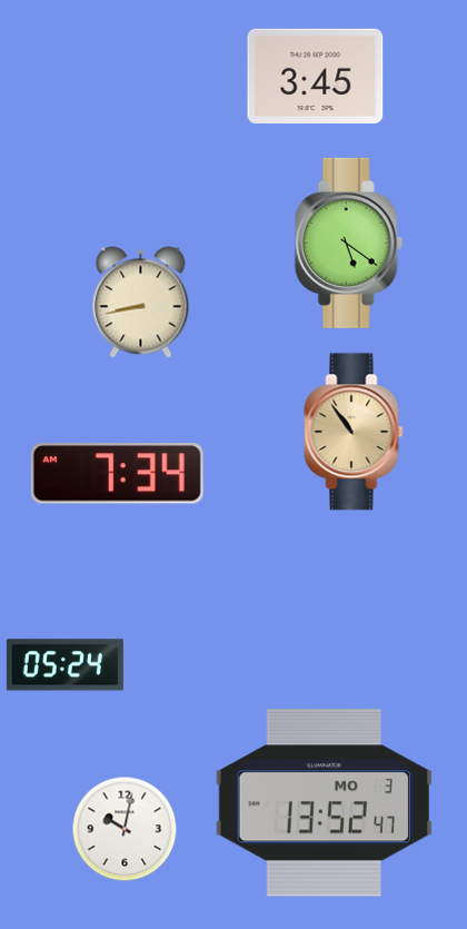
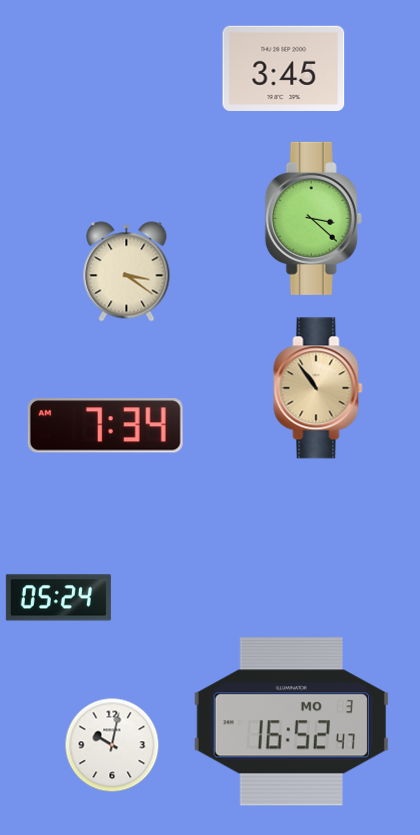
clock at (348, 243): 5:21 -> 3:22
clock at (141, 303): 8:43 -> 3:21
clock at (324, 803): 13:52 -> 16:52
